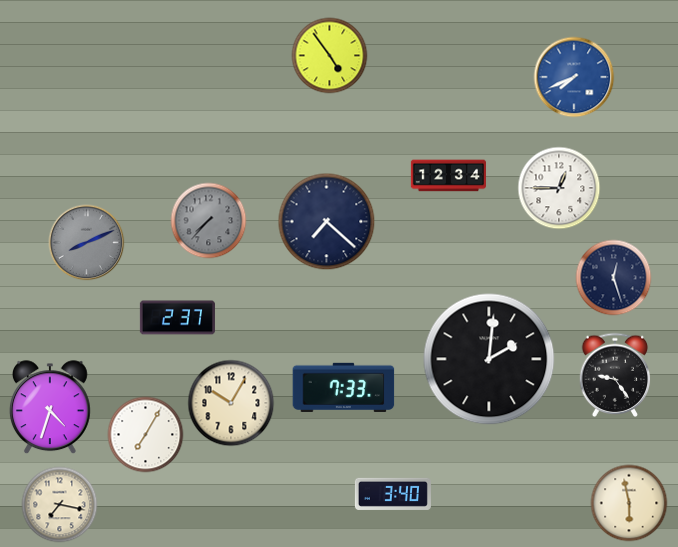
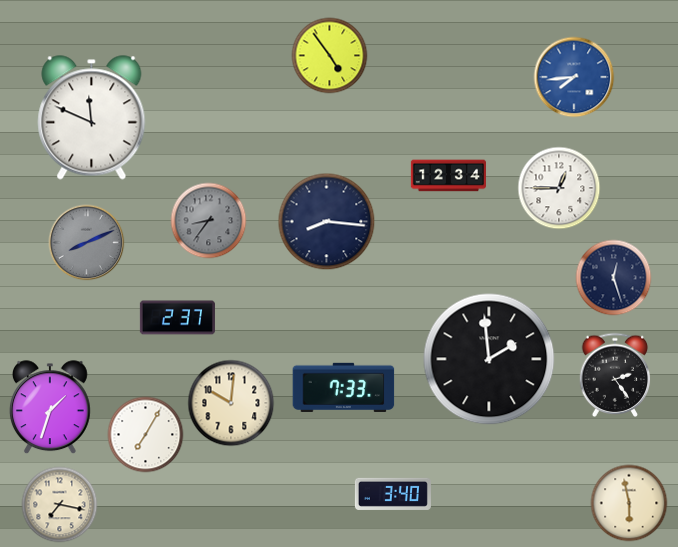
clock at (574, 77): 7:41 -> 7:44
clock at (92, 118): none -> 11:49
clock at (209, 221): 7:37 -> 8:36
clock at (327, 222): 7:22 -> 8:16
clock at (489, 359): 2:01 -> 1:59
clock at (615, 374): 9:24 -> 2:24
clock at (231, 403): 10:05 -> 10:01
clock at (50, 408): 4:33 -> 1:33
